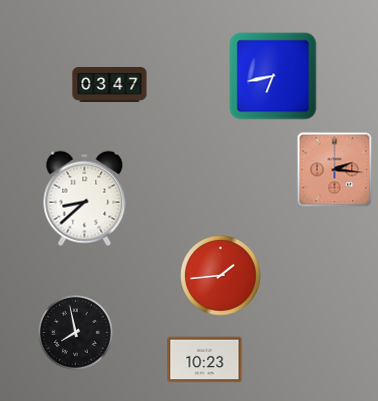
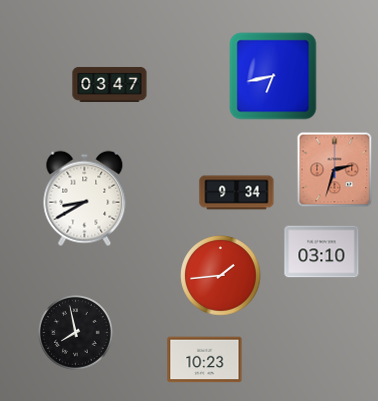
clock at (335, 170): 2:16 -> 2:33
clock at (237, 193): none -> 9:34
clock at (85, 199): 8:38 -> 8:40
clock at (322, 252): none -> 03:10
